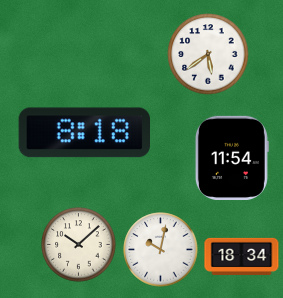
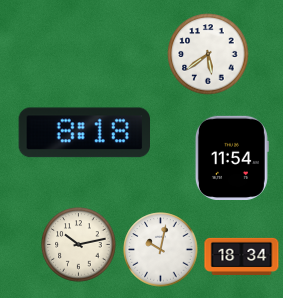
clock at (79, 245): 10:08 -> 10:13
